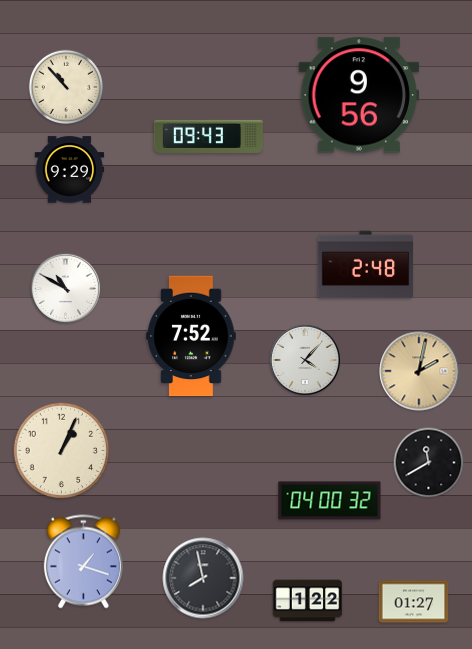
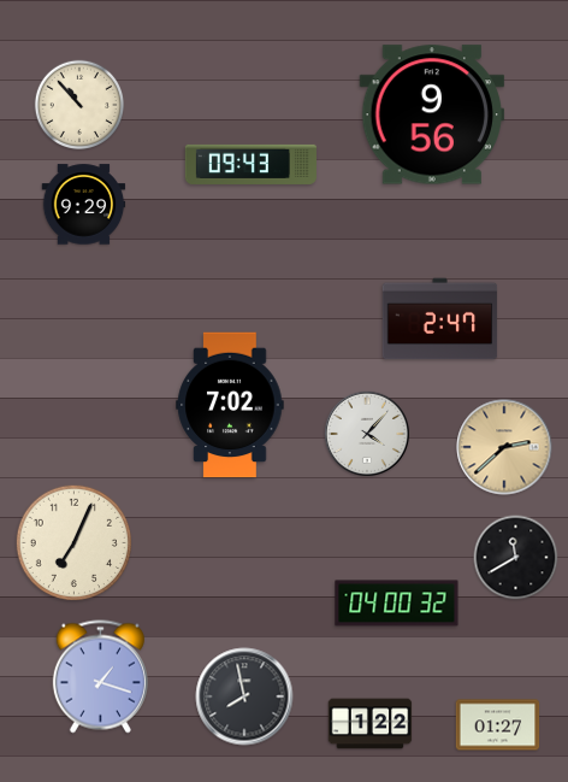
clock at (366, 265): 2:48 -> 2:47
clock at (65, 288): 10:50 -> none
clock at (191, 336): 7:52 -> 7:02
clock at (419, 371): 2:02 -> 2:38
clock at (61, 450): 1:04 -> 7:04
